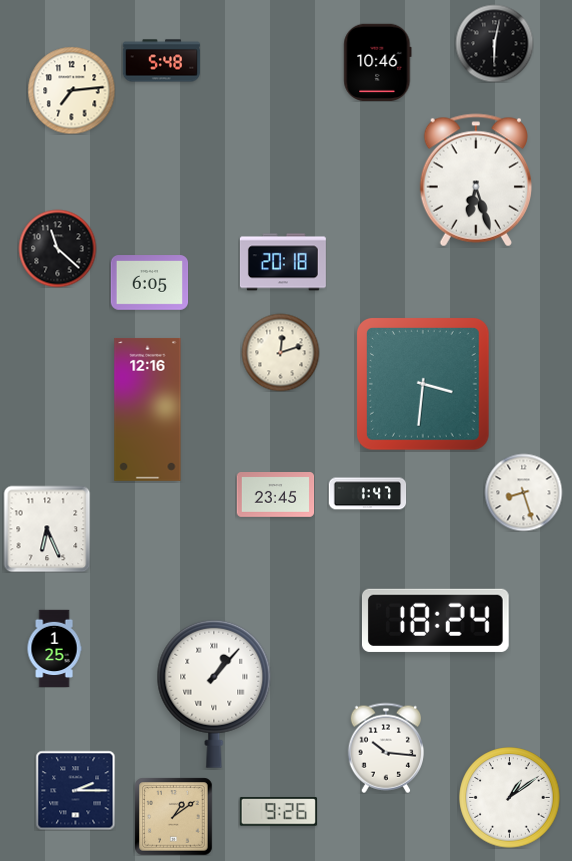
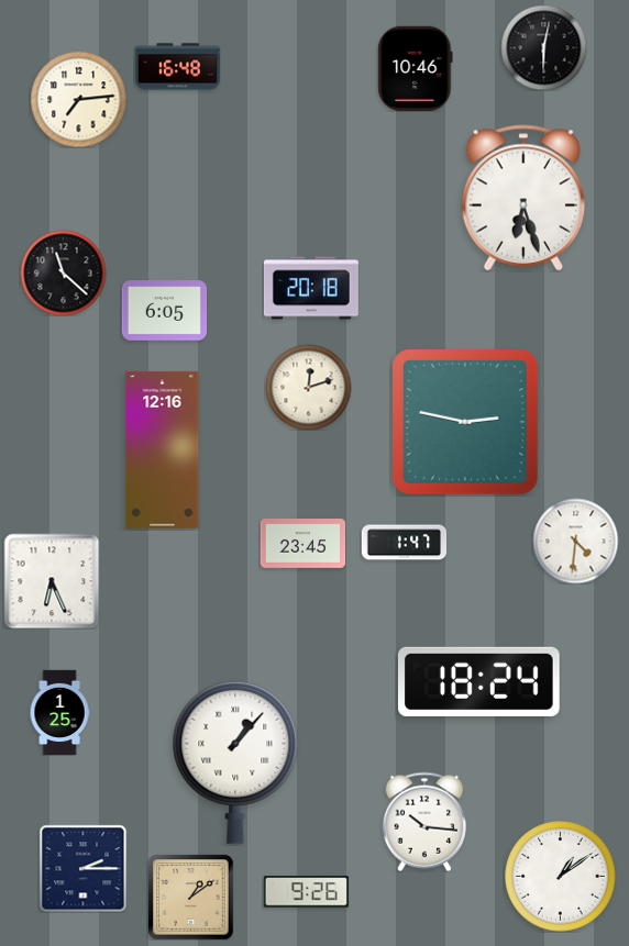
clock at (161, 61): 5:48 -> 16:48
clock at (423, 384): 3:31 -> 2:47
clock at (523, 492): 8:27 -> 4:31
